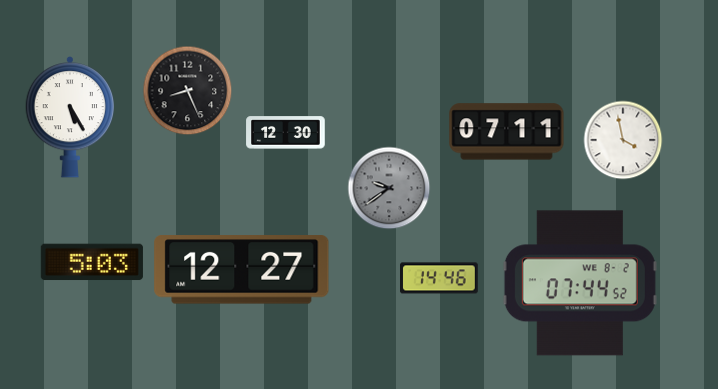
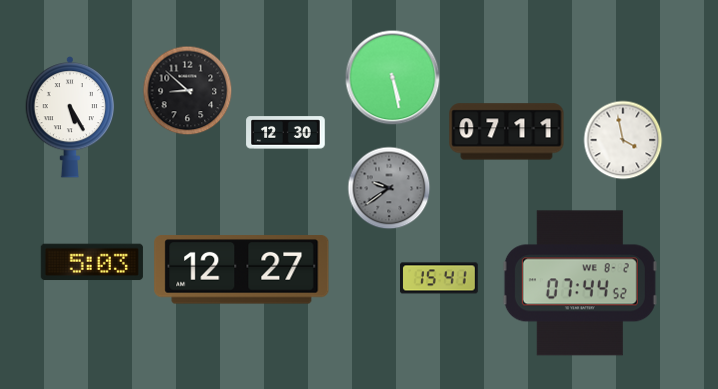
clock at (393, 78): none -> 5:28
clock at (188, 91): 8:26 -> 8:52
clock at (440, 278): 14:46 -> 15:41
